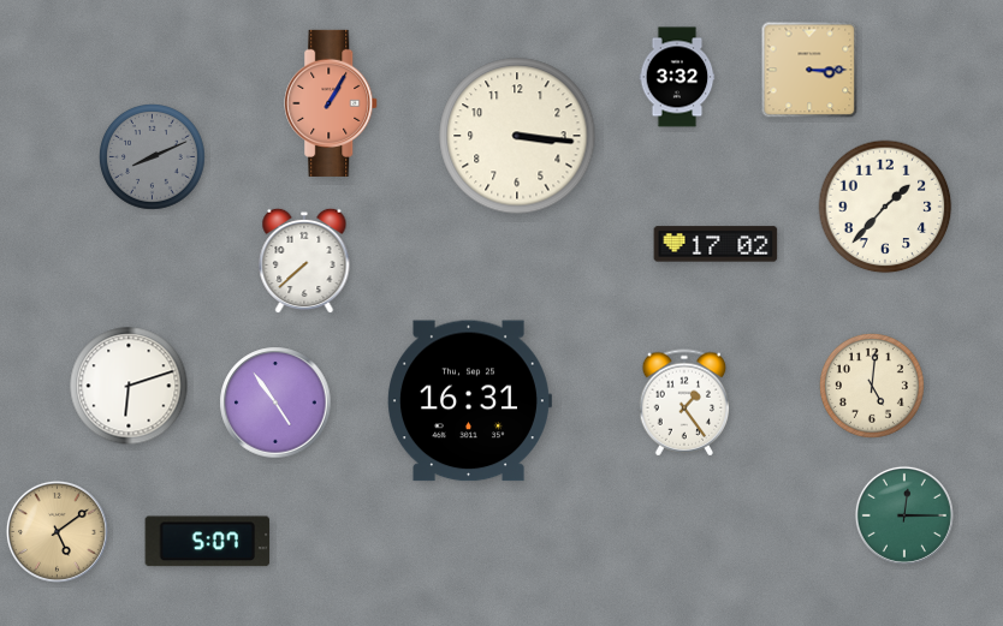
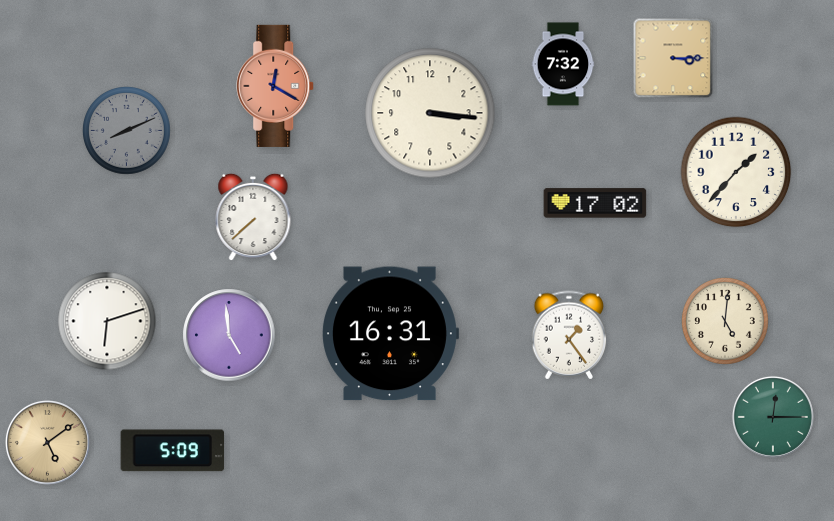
clock at (677, 77): 3:32 -> 7:32
clock at (332, 103): 1:05 -> 12:20
clock at (275, 403): 4:54 -> 4:59
clock at (904, 515) position: (904, 515) -> (773, 417)
clock at (208, 542): 5:07 -> 5:09
